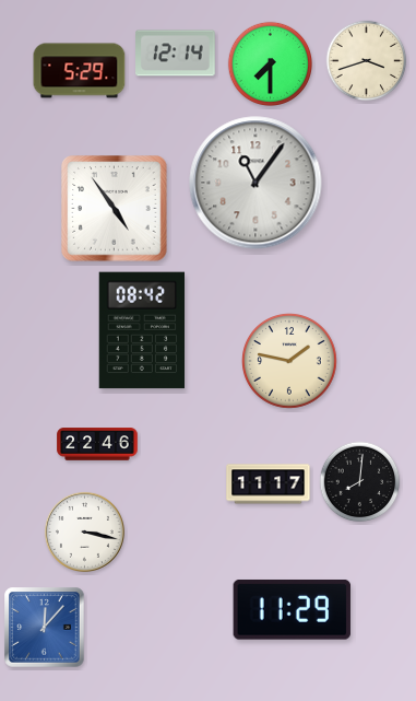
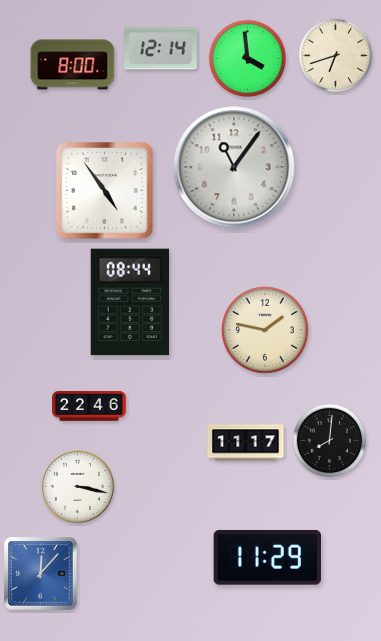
clock at (367, 61): 3:42 -> 6:42
clock at (270, 63): 7:30 -> 3:59
clock at (80, 71): 5:29 -> 8:00
clock at (142, 330): 08:42 -> 08:44
